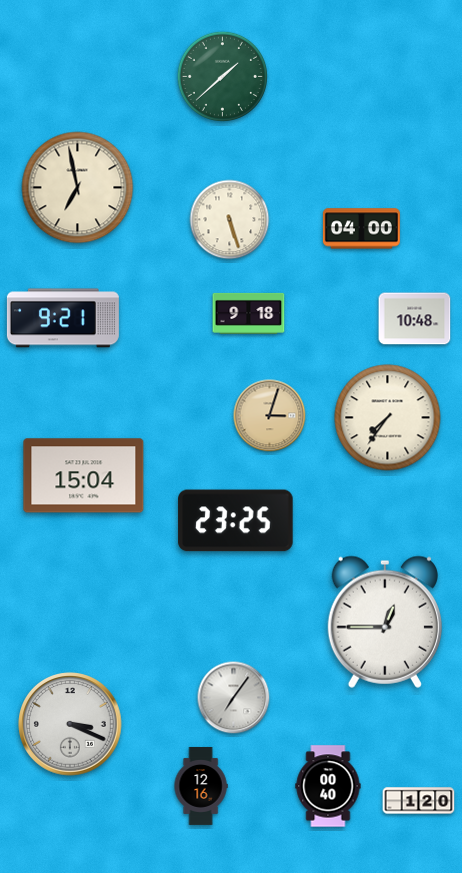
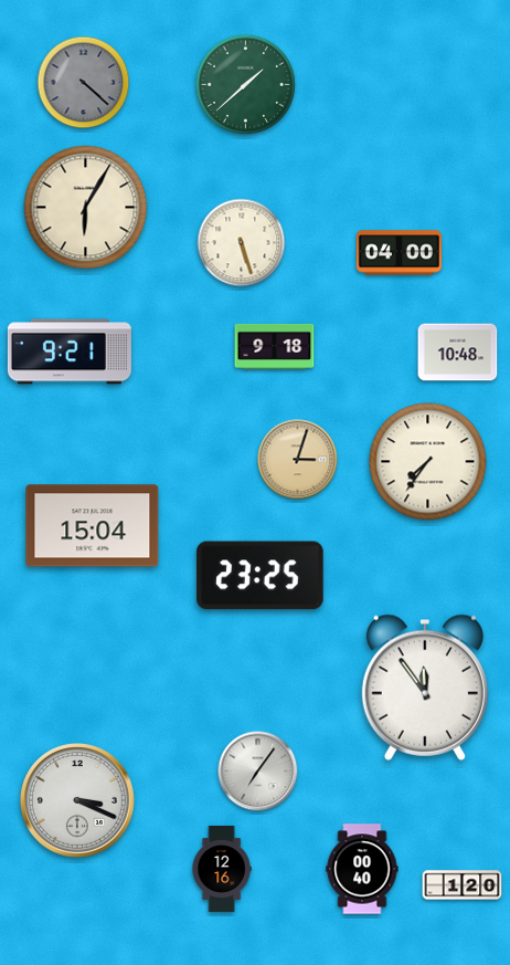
clock at (84, 83): none -> 4:22
clock at (78, 188): 6:58 -> 6:05
clock at (230, 220) position: (230, 220) -> (242, 243)
clock at (385, 622): 12:45 -> 11:54
